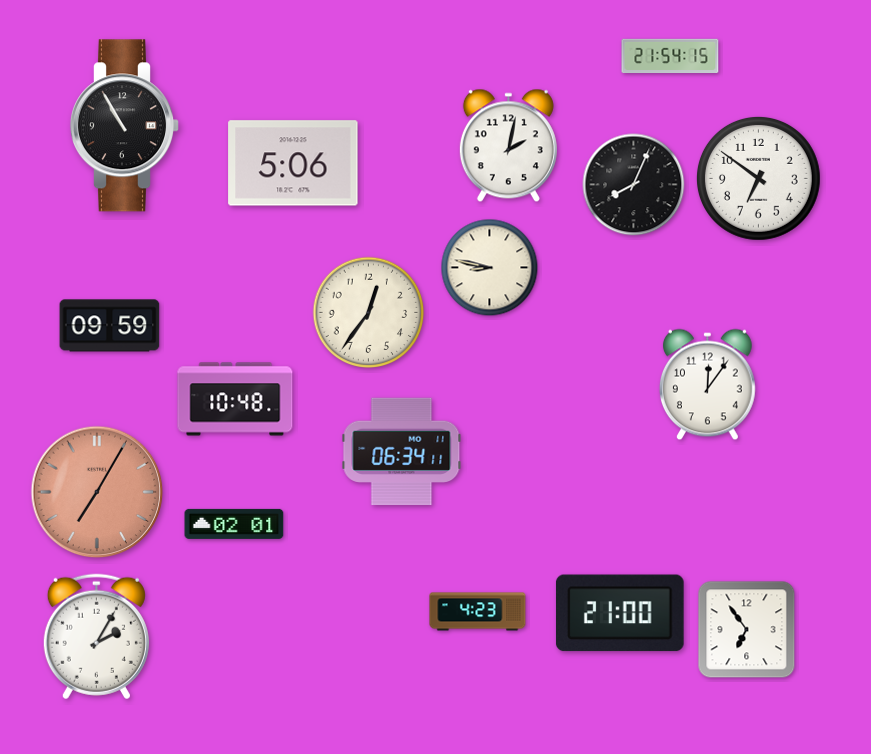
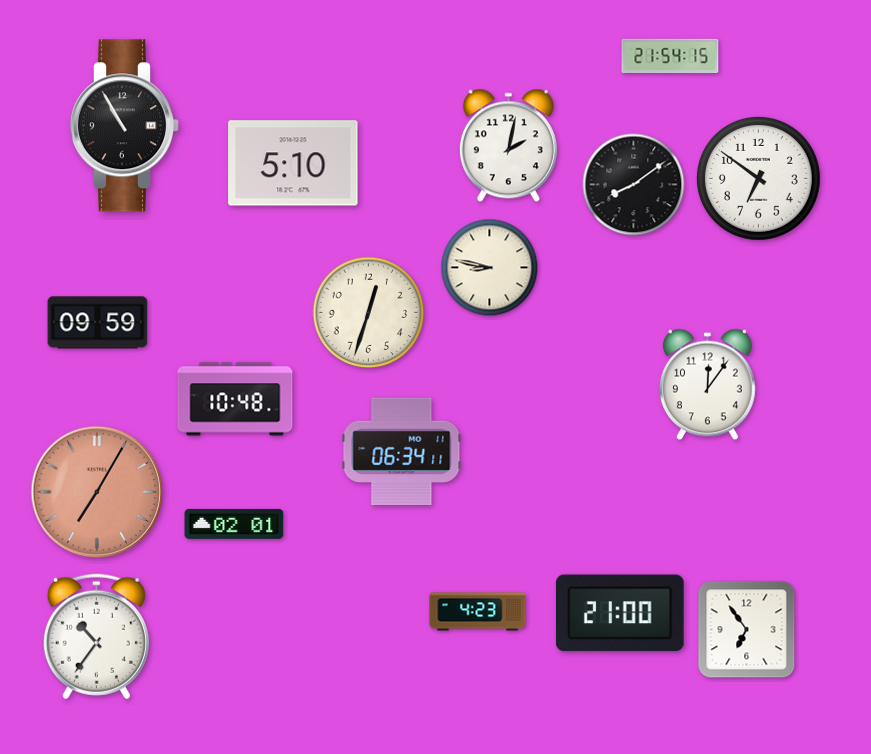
clock at (293, 163): 5:06 -> 5:10
clock at (634, 185): 8:04 -> 8:09
clock at (369, 313): 12:36 -> 12:33
clock at (110, 326) position: (110, 326) -> (98, 323)
clock at (96, 637): 2:05 -> 10:36
